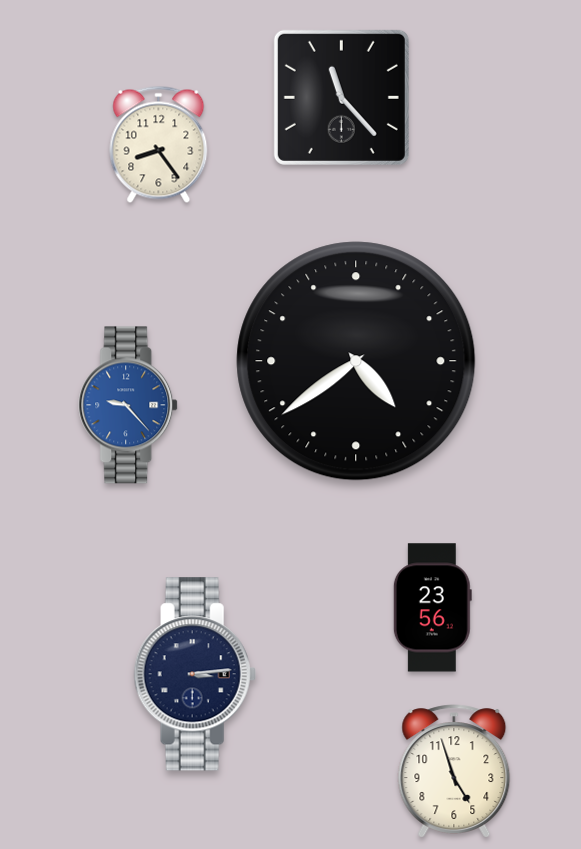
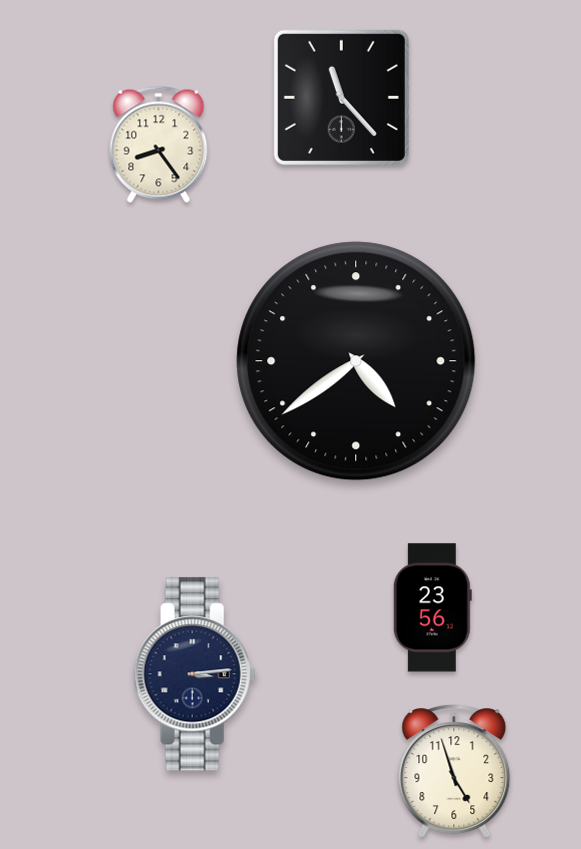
clock at (129, 405): 9:23 -> none
